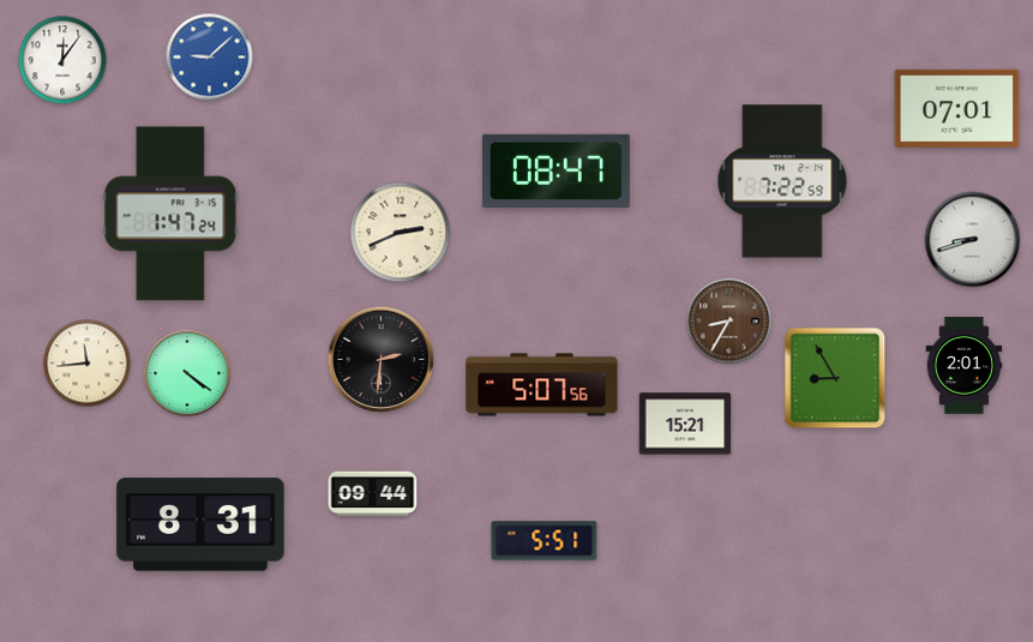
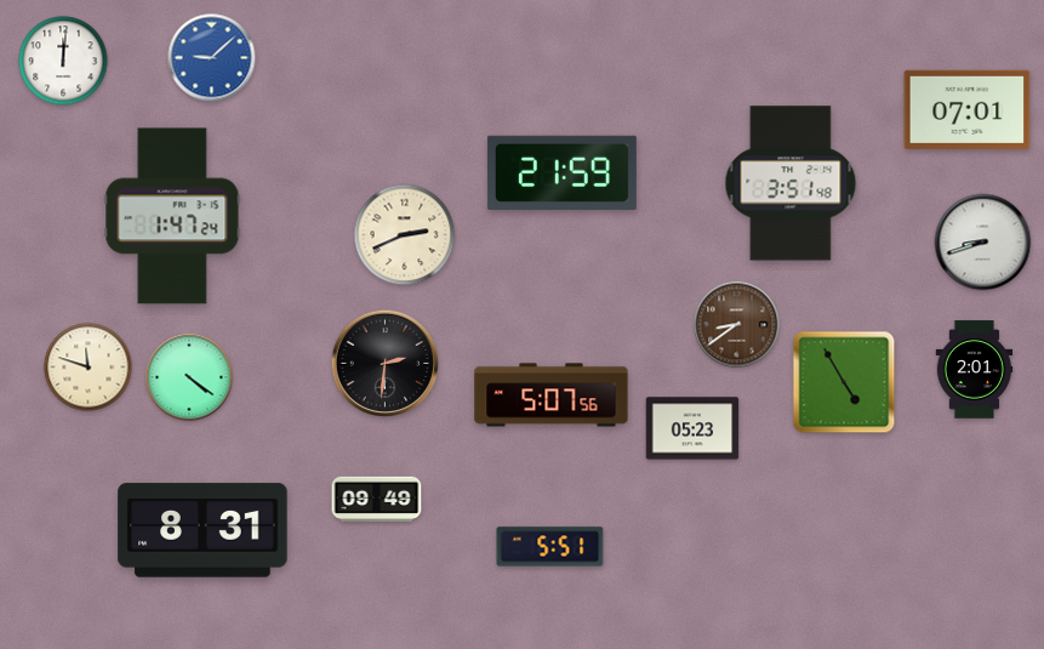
clock at (62, 60): 12:06 -> 12:01
clock at (555, 170): 08:47 -> 21:59
clock at (782, 181): 7:22 -> 3:51
clock at (729, 322): 8:35 -> 8:39
clock at (88, 364): 11:44 -> 11:48
clock at (835, 378): 8:55 -> 4:55
clock at (542, 385) position: (542, 385) -> (552, 395)
clock at (685, 424): 15:21 -> 05:23
clock at (373, 494): 09:44 -> 09:49
